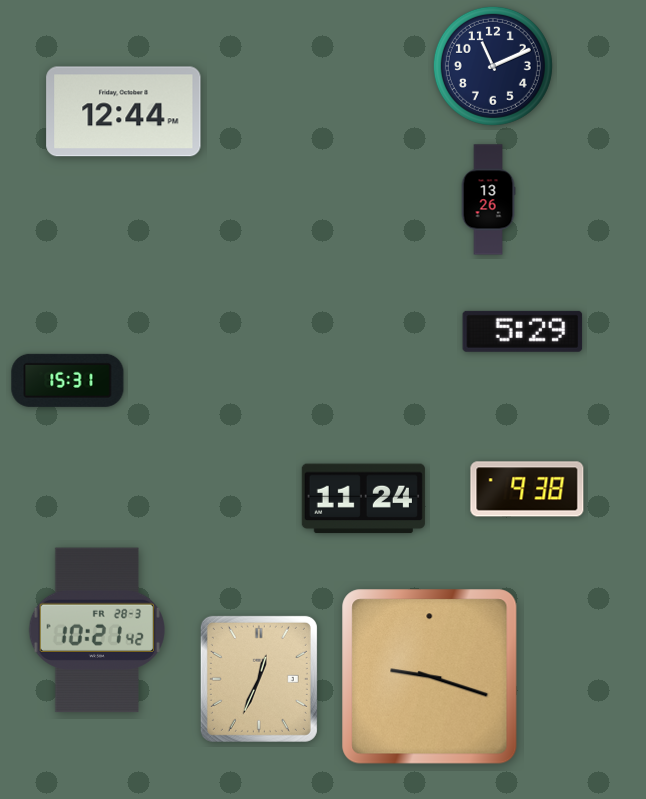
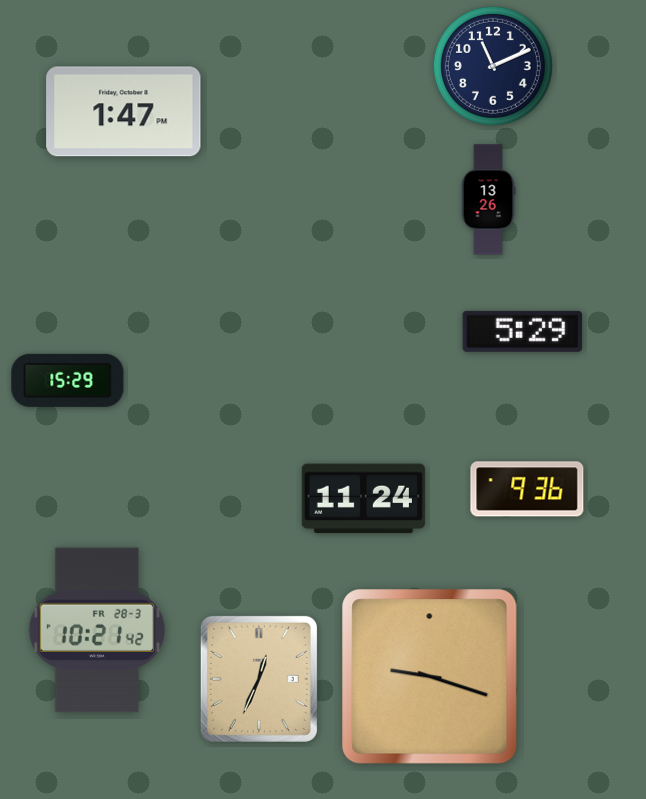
clock at (124, 112): 12:44 -> 1:47
clock at (68, 380): 15:31 -> 15:29
clock at (527, 489): 9:38 -> 9:36
